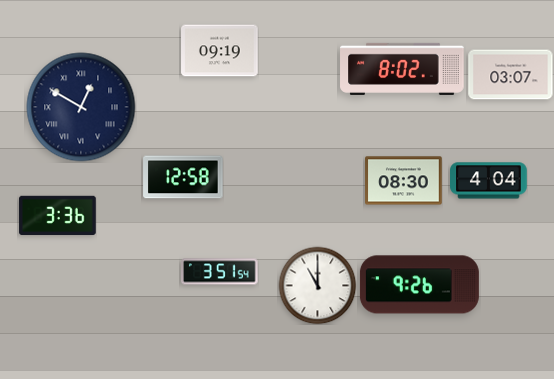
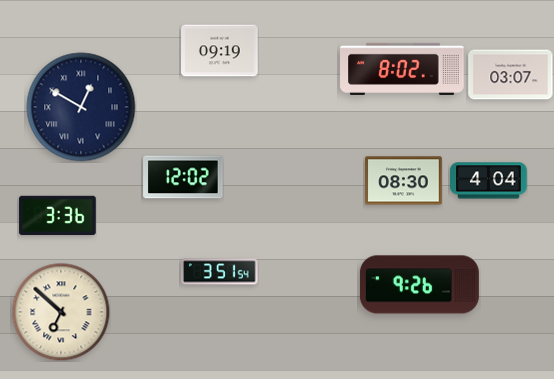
clock at (183, 177): 12:58 -> 12:02
clock at (317, 285): 11:00 -> none
clock at (61, 312): none -> 6:52
